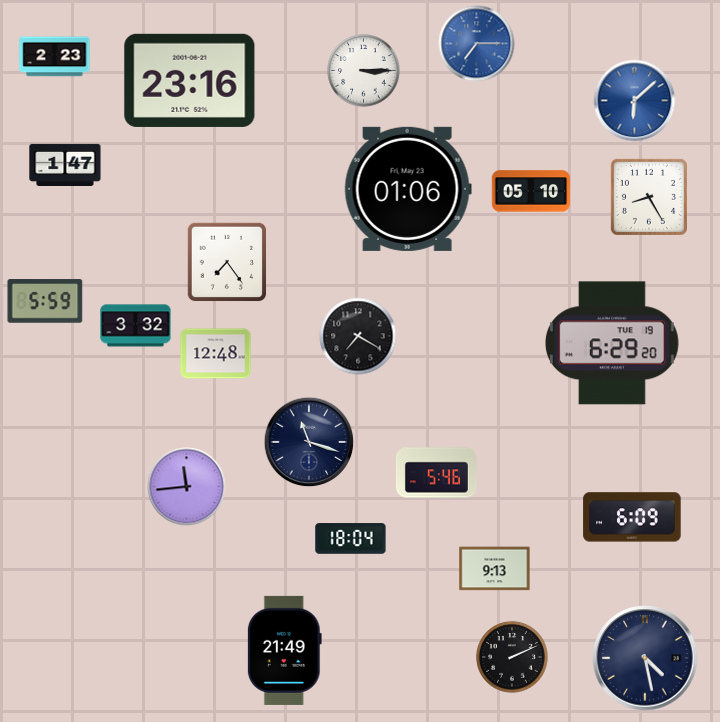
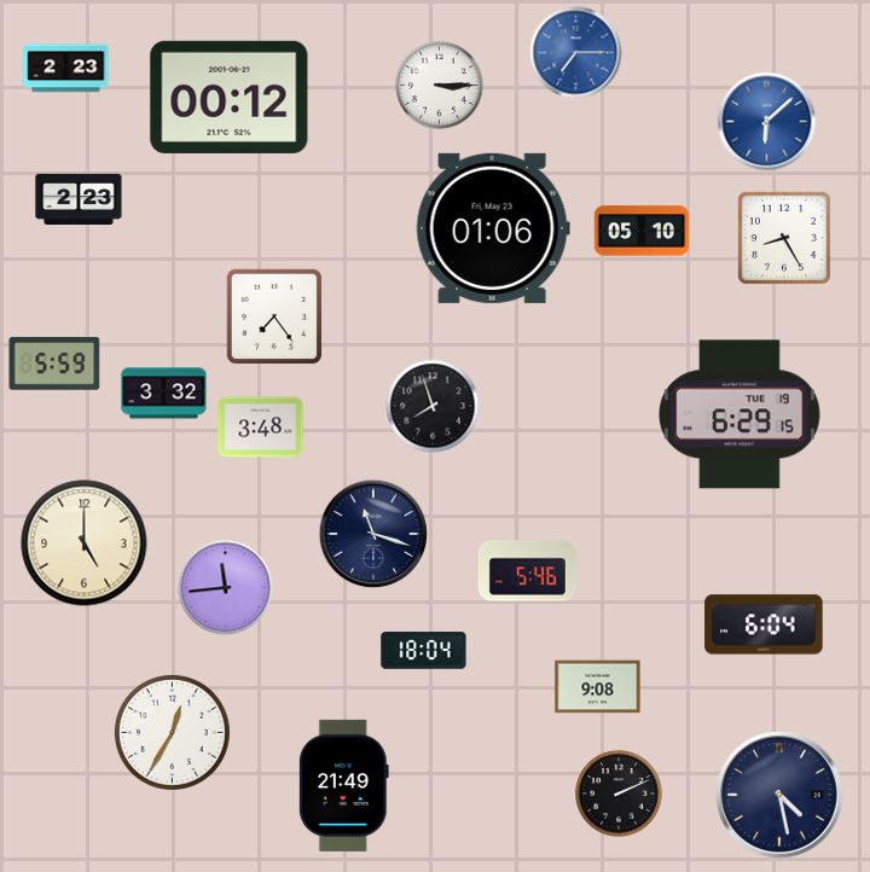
clock at (190, 80): 23:16 -> 00:12
clock at (65, 164): 1:47 -> 2:23
clock at (358, 336): 7:20 -> 7:57
clock at (612, 343): 6:29:20 -> 6:29:15
clock at (216, 354): 12:48 -> 3:48
clock at (85, 543): none -> 5:00
clock at (632, 517): 6:09 -> 6:04
clock at (495, 569): 9:13 -> 9:08
clock at (172, 732): none -> 12:35
